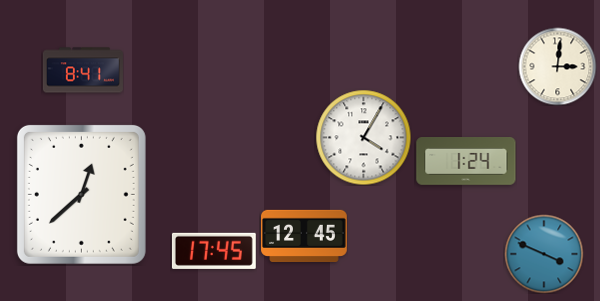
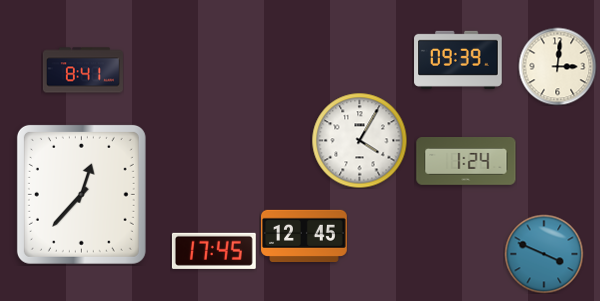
clock at (458, 60): none -> 09:39
clock at (363, 137) position: (363, 137) -> (359, 140)
clock at (81, 194): 12:38 -> 12:37
